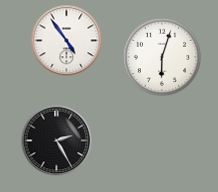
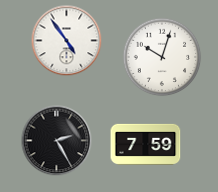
clock at (162, 57): 6:03 -> 10:03
clock at (146, 144): none -> 7:59
